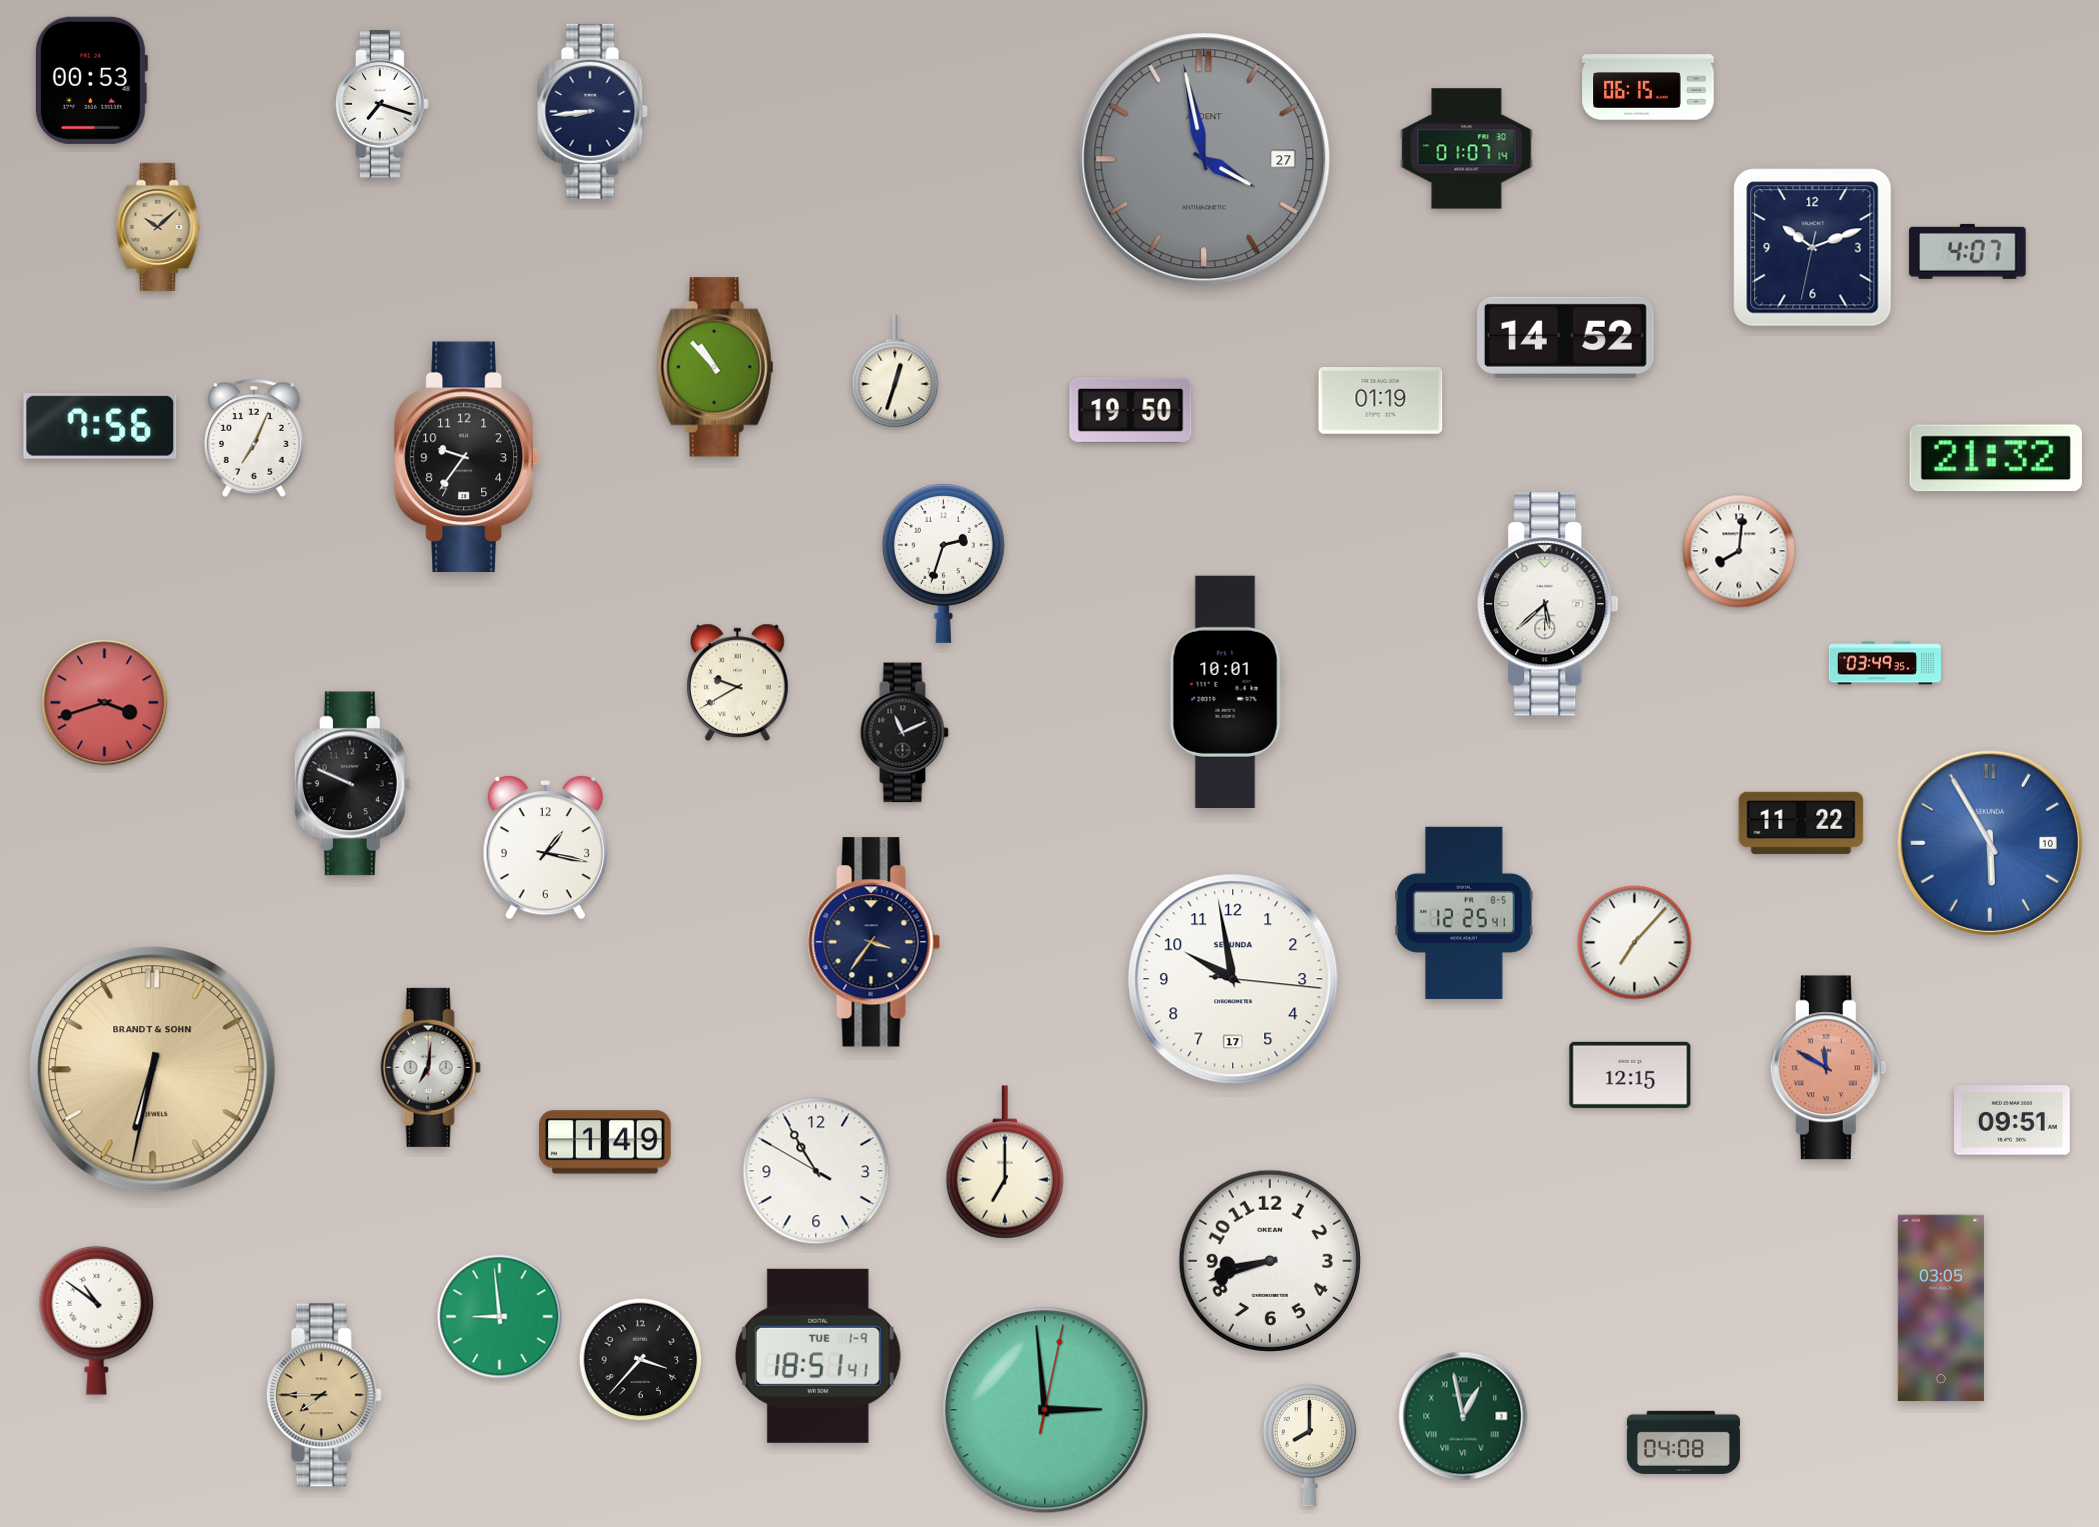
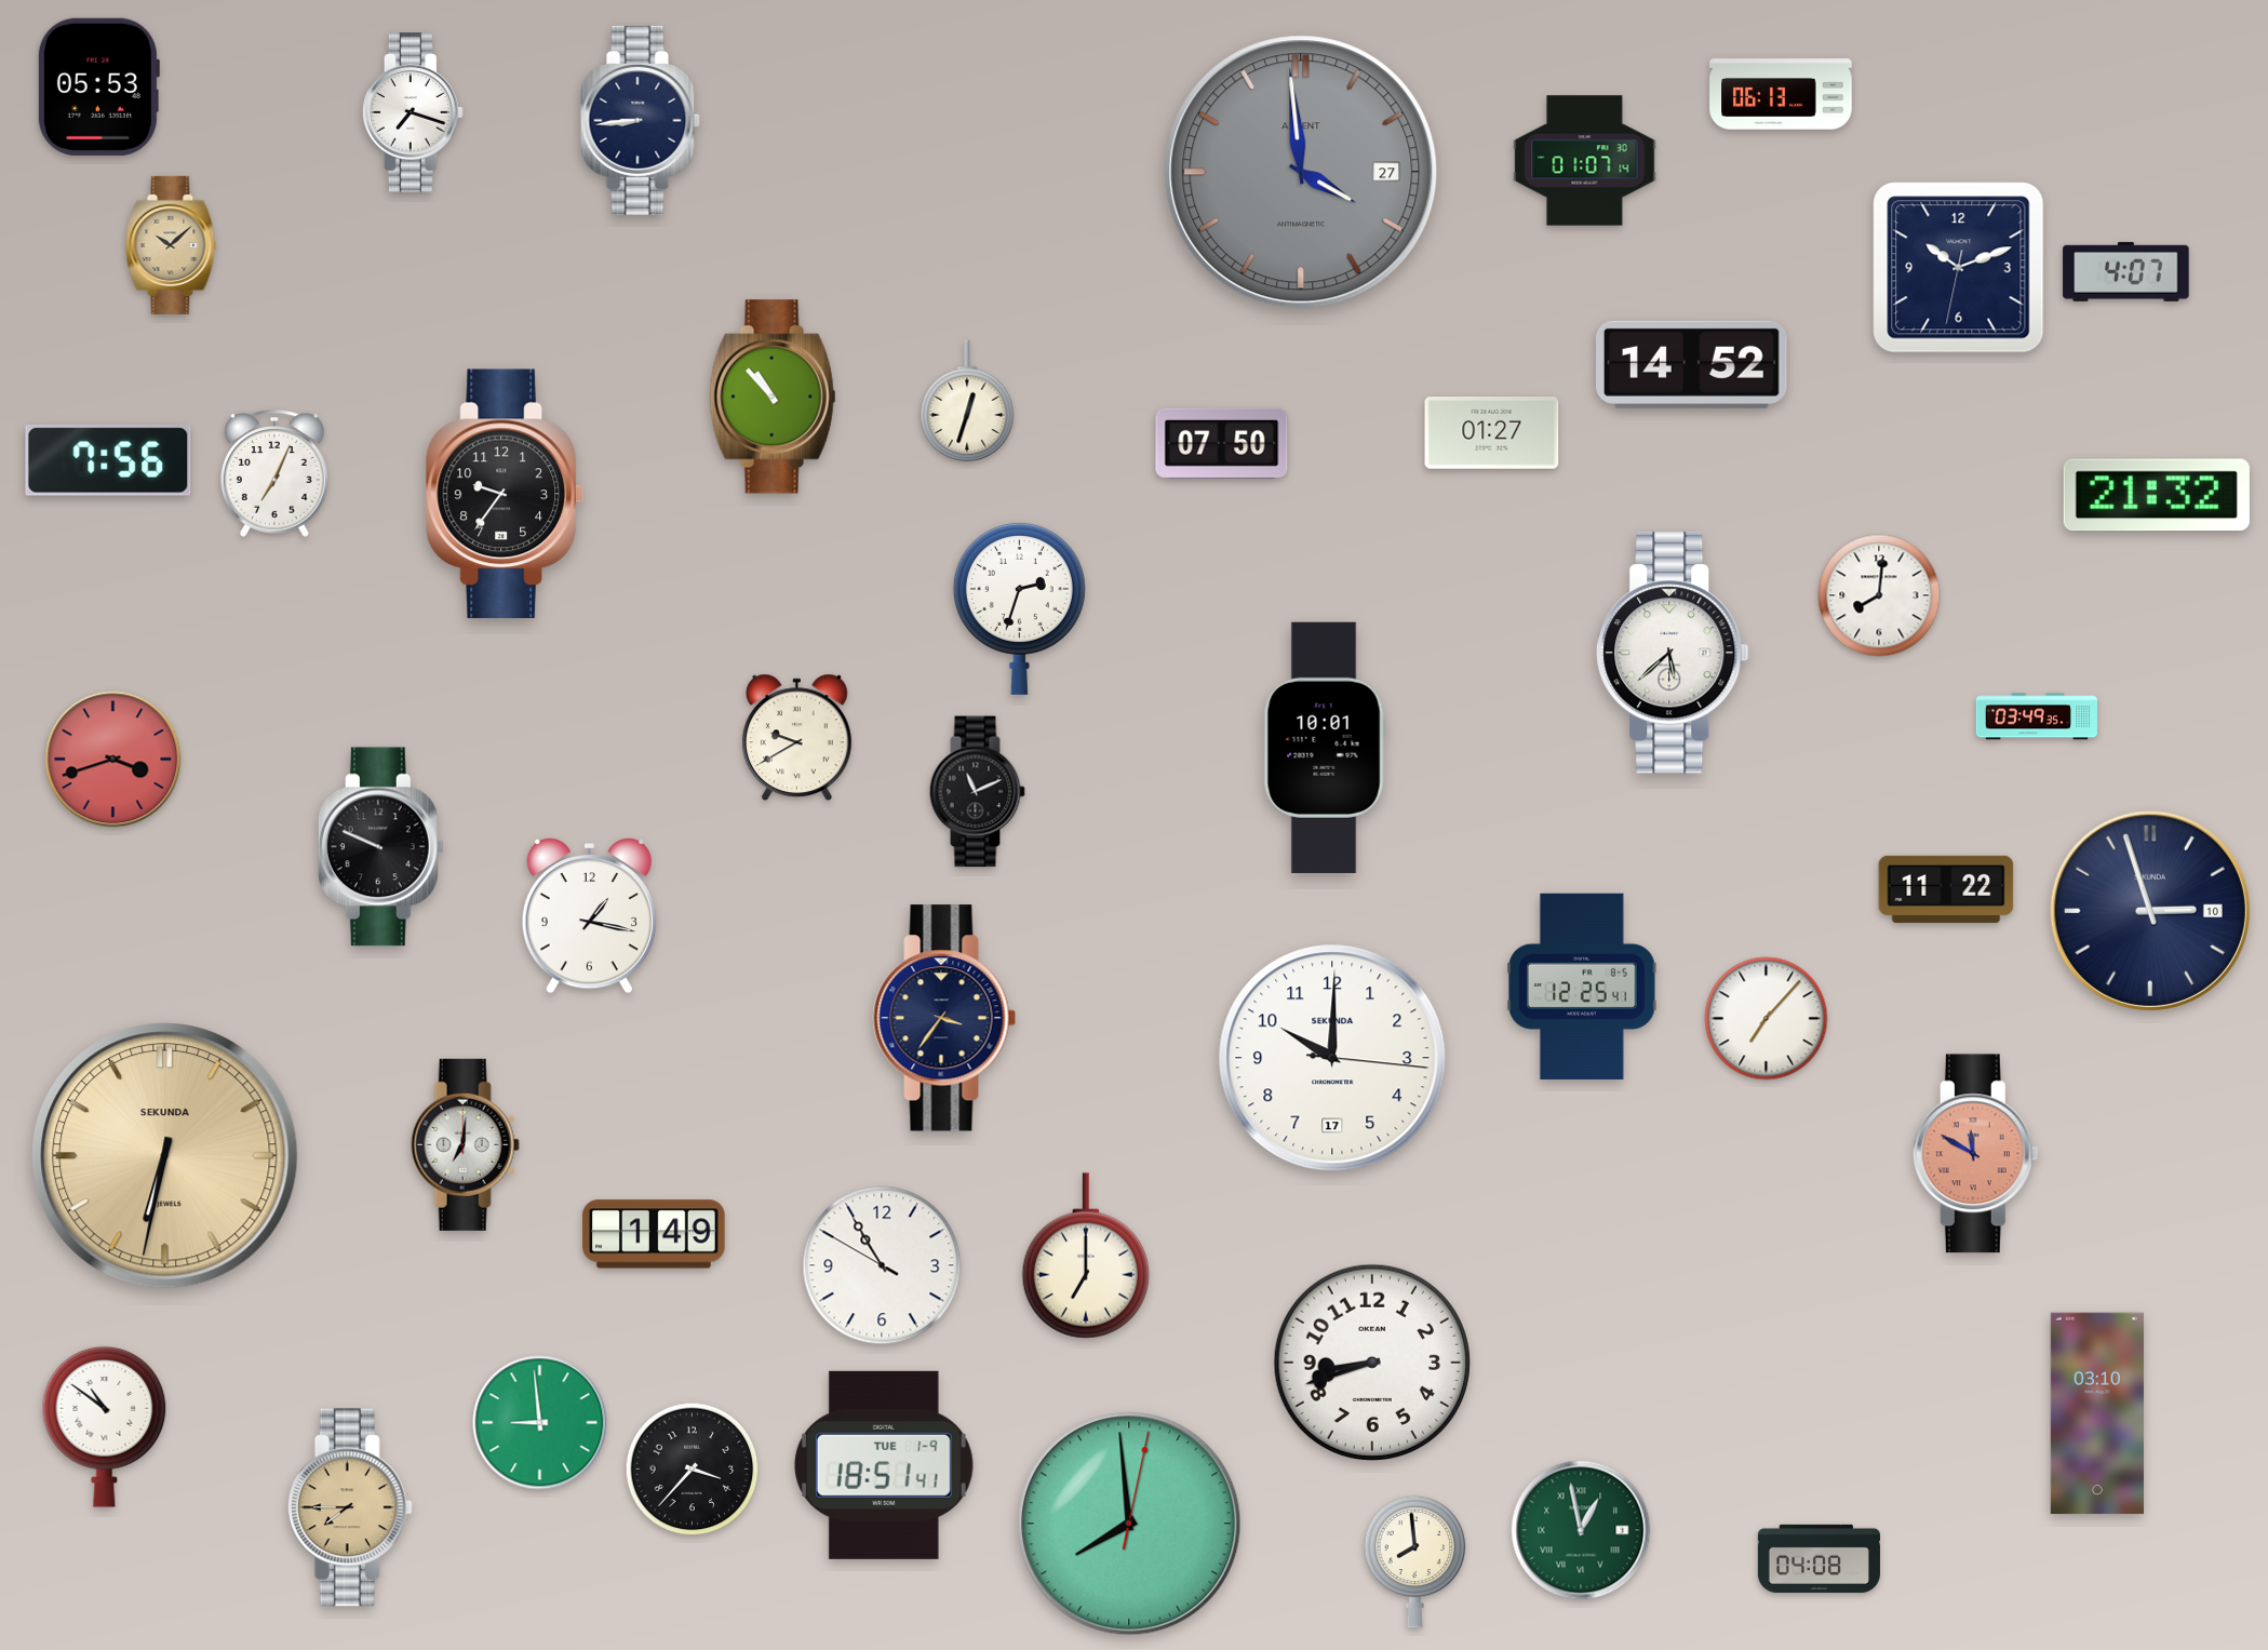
clock at (91, 80): 00:53 -> 05:53
clock at (1648, 87): 06:15 -> 06:13
clock at (1204, 159): 3:58 -> 3:59
clock at (1381, 401): 01:19 -> 01:27
clock at (1131, 410): 19:50 -> 07:50
clock at (1990, 843): 5:55 -> 2:57
clock at (1990, 843) dial: blue -> navy
clock at (1233, 979): 9:58 -> 10:00
clock at (430, 1067) position: (430, 1067) -> (465, 1144)
clock at (153, 1070) brand: BRANDT & SOHN -> SEKUNDA
clock at (1630, 1075): 12:15 -> none
clock at (2012, 1120): 09:51 -> none
clock at (1941, 1308): 03:05 -> 03:10
clock at (1045, 1410): 2:59 -> 7:59
clock at (1310, 1445): 8:00 -> 7:59
